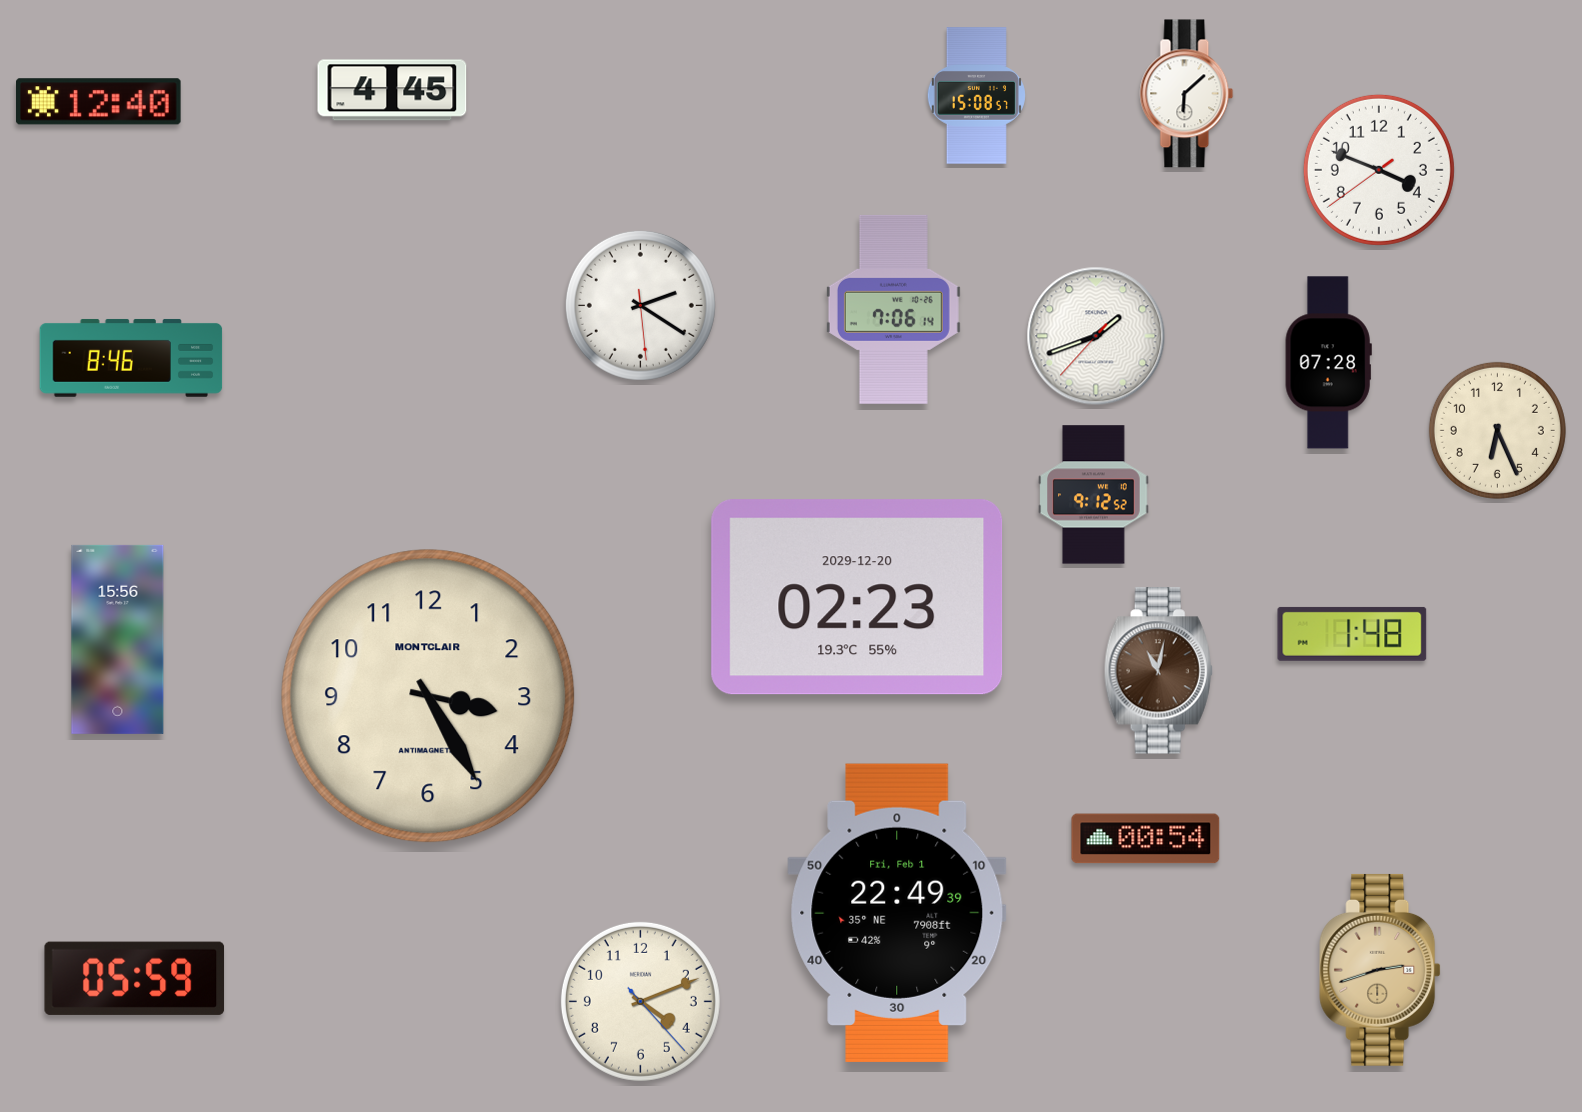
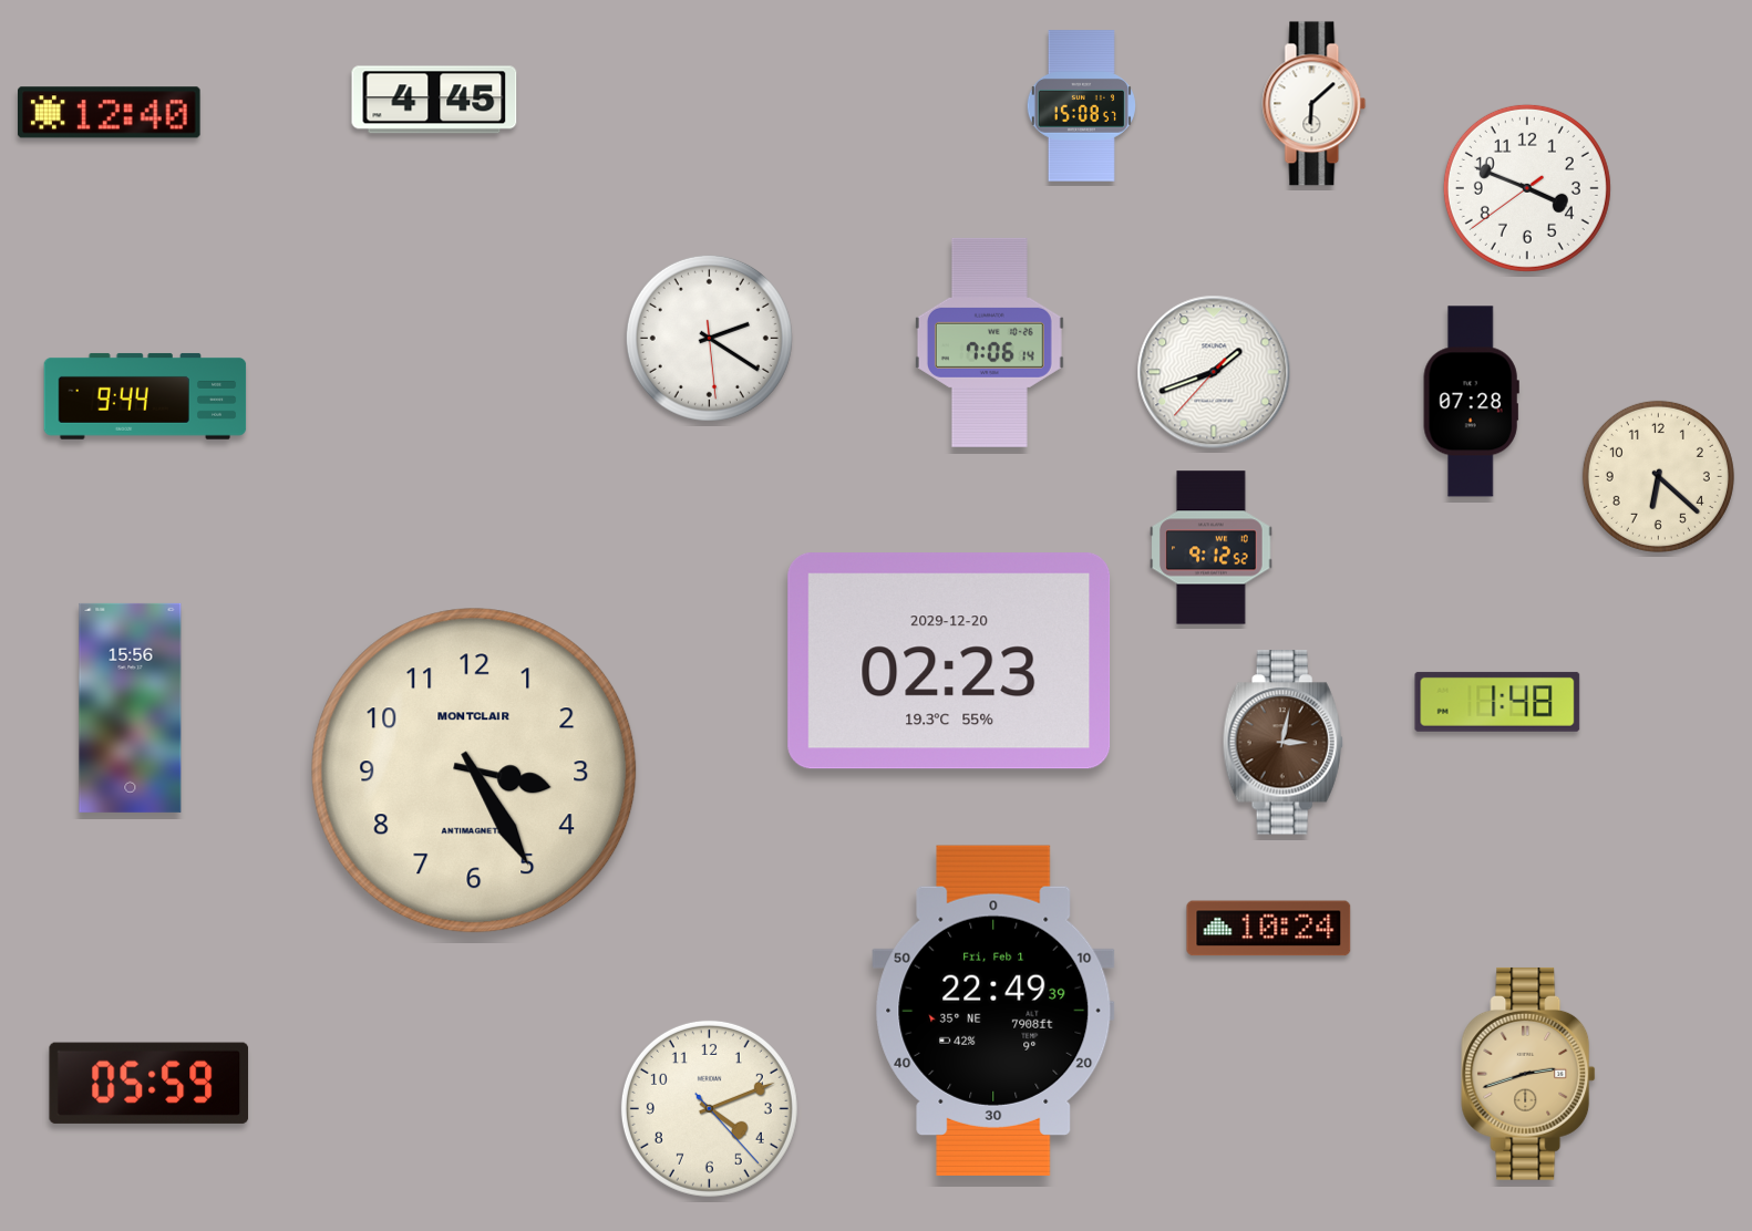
clock at (131, 358): 8:46 -> 9:44
clock at (1497, 430): 6:26 -> 6:22
clock at (1158, 671): 11:02 -> 3:02
clock at (1146, 839): 00:54 -> 10:24
